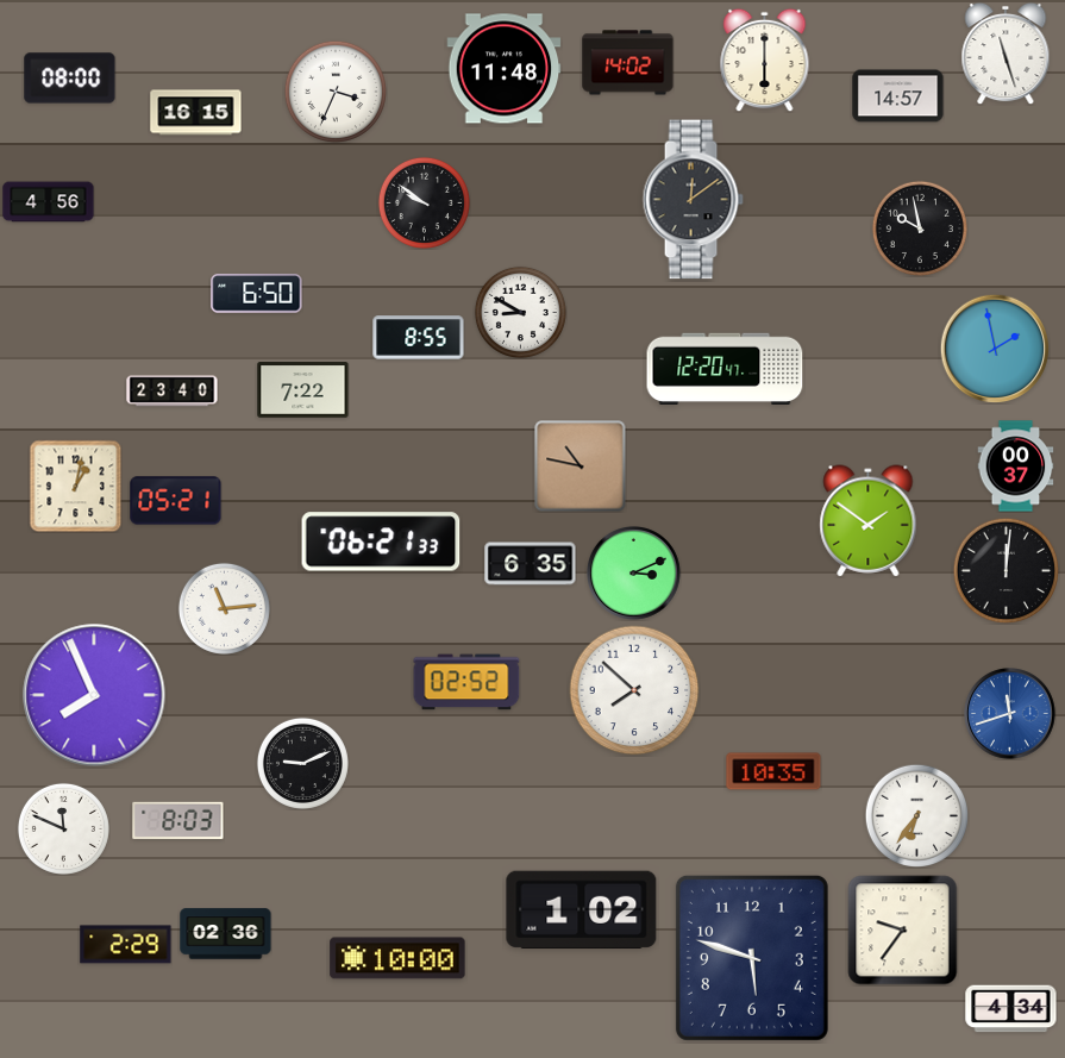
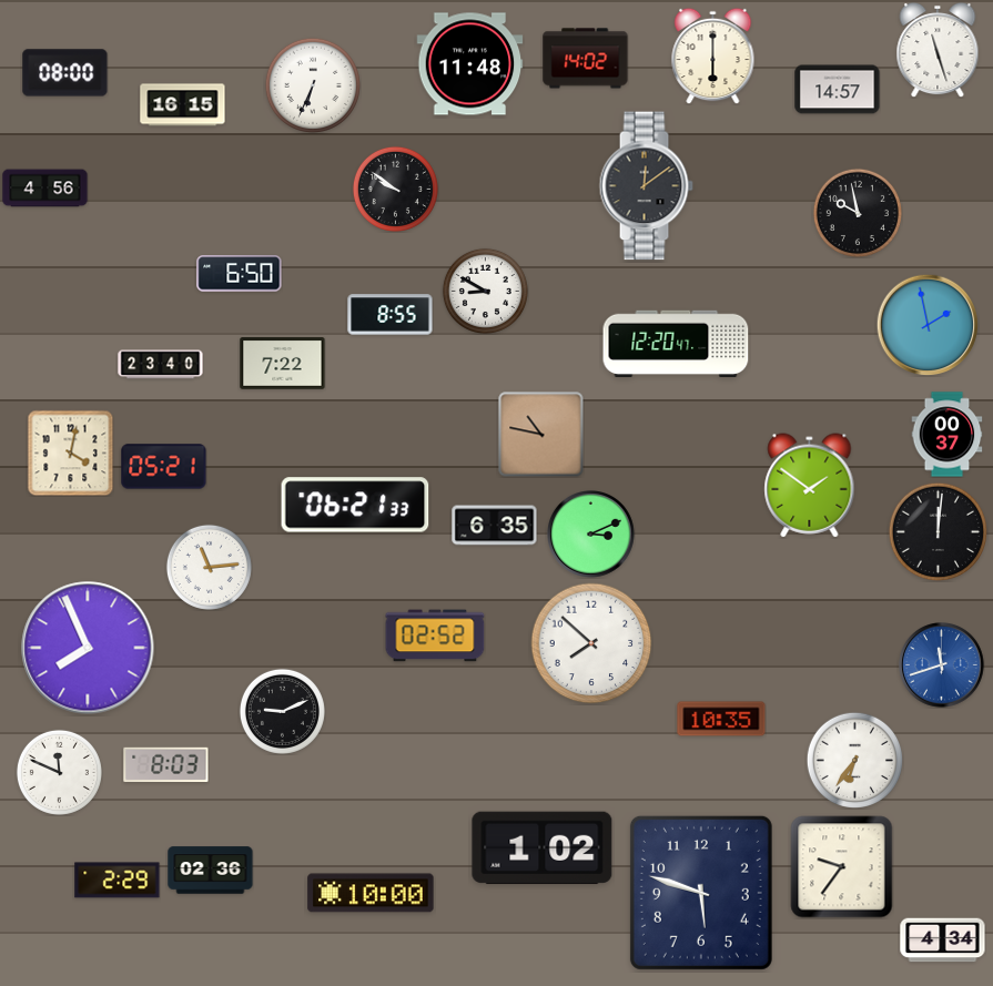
clock at (334, 90): 3:34 -> 6:34
clock at (75, 486): 1:02 -> 4:02
